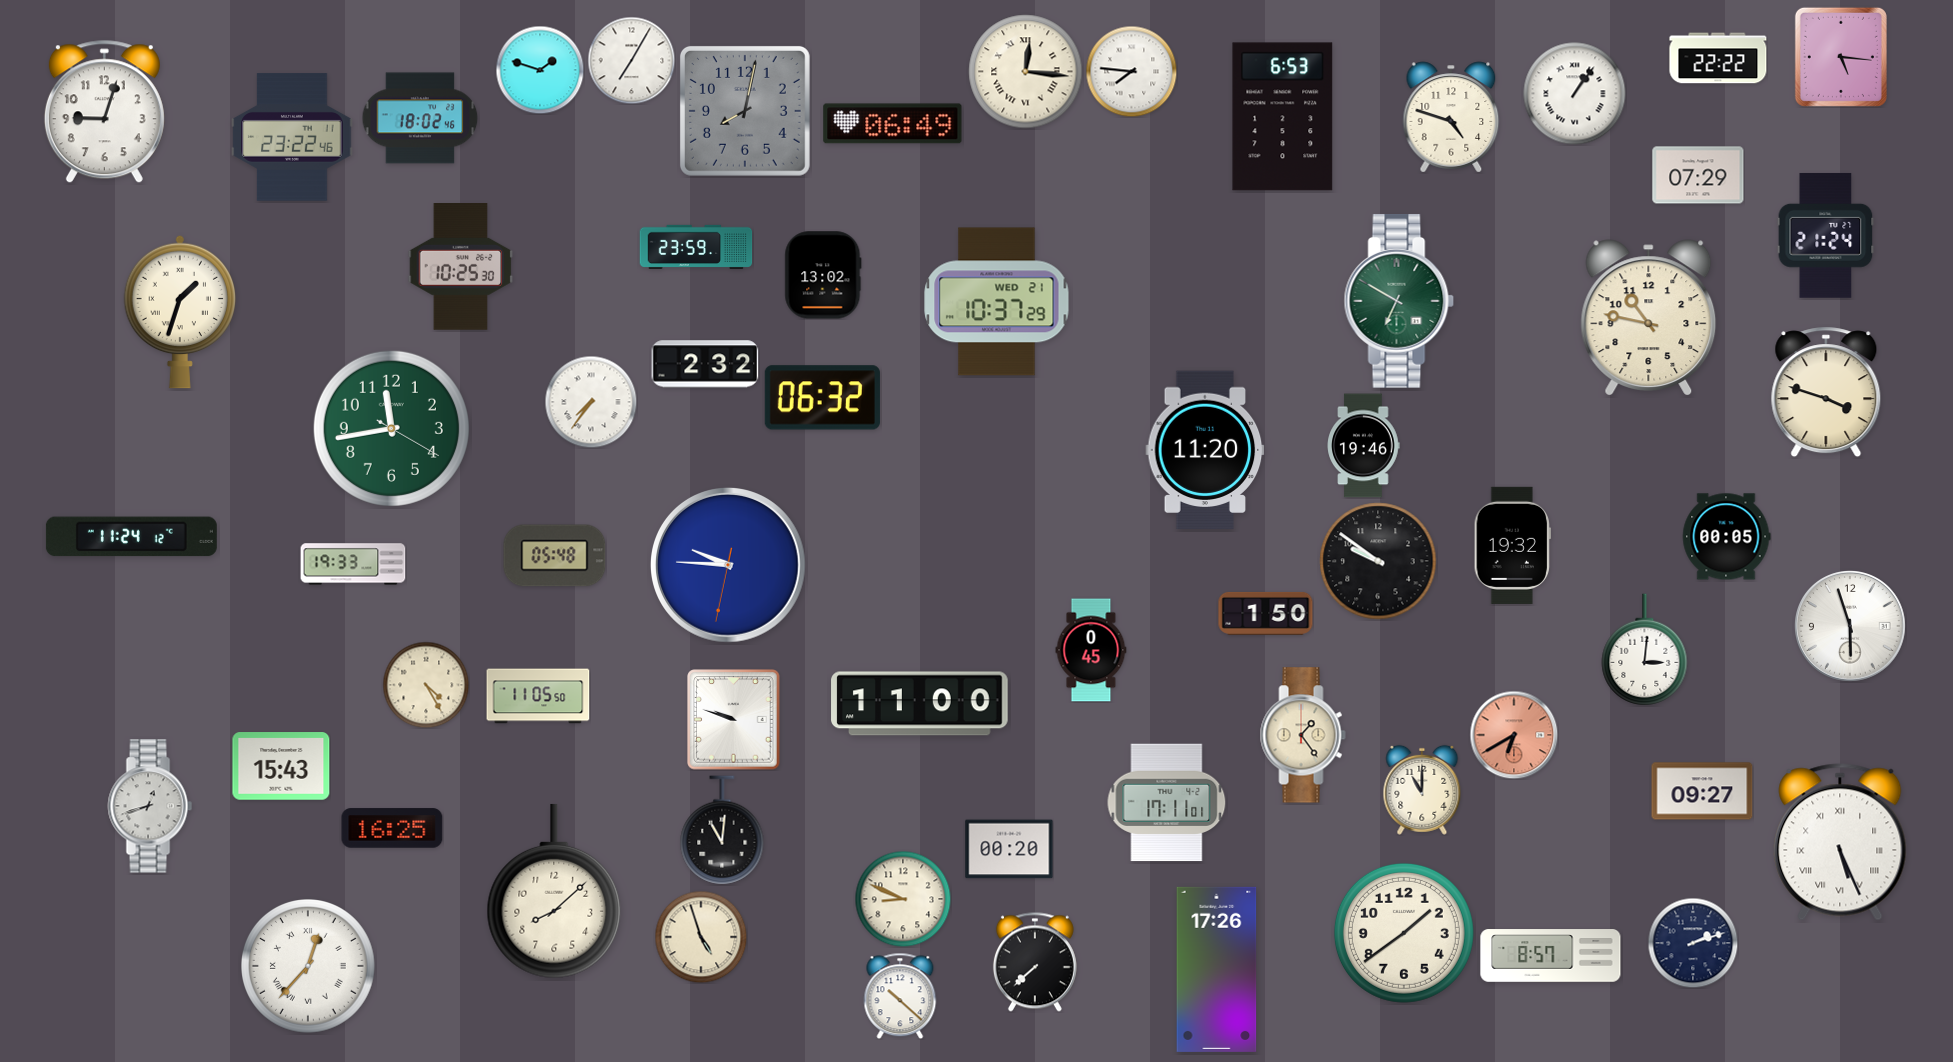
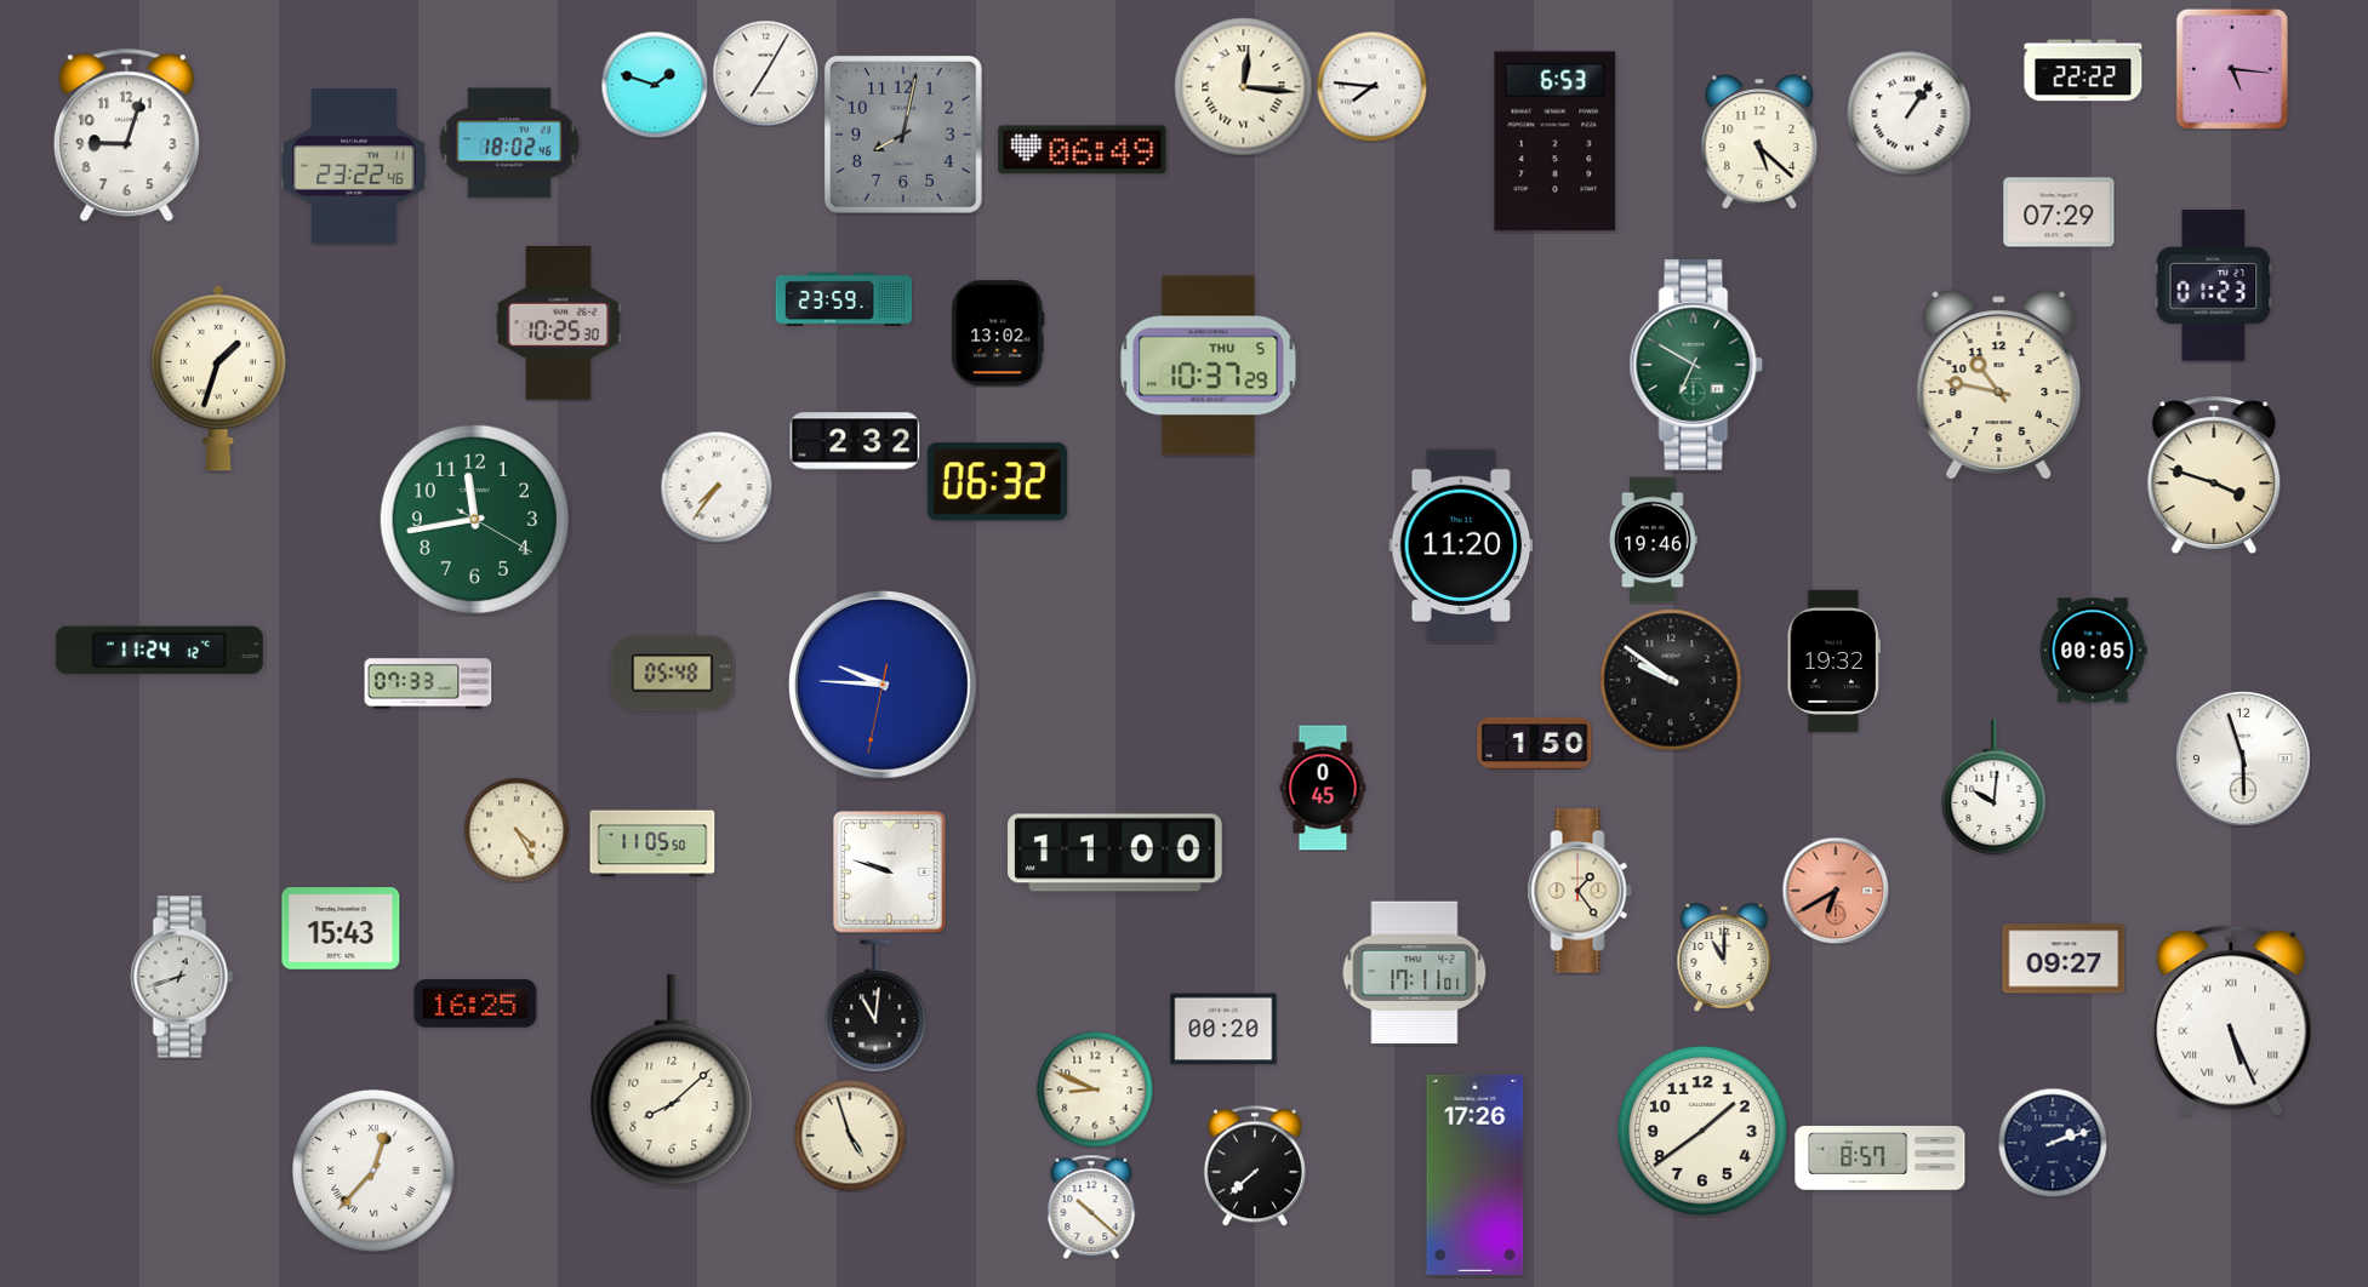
clock at (1451, 117): 4:48 -> 5:22
clock at (1826, 235): 21:24 -> 01:23
clock at (997, 302) date: WED 21 -> THU 5
clock at (353, 564): 19:33 -> 07:33
clock at (1645, 650): 3:01 -> 10:01
